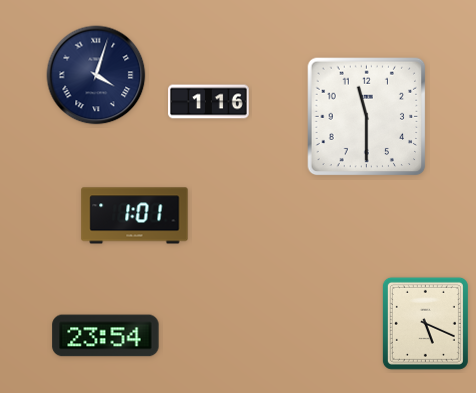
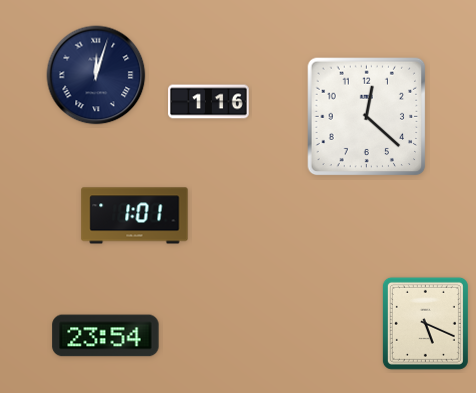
clock at (96, 75): 4:03 -> 12:03
clock at (367, 117): 11:30 -> 12:22
